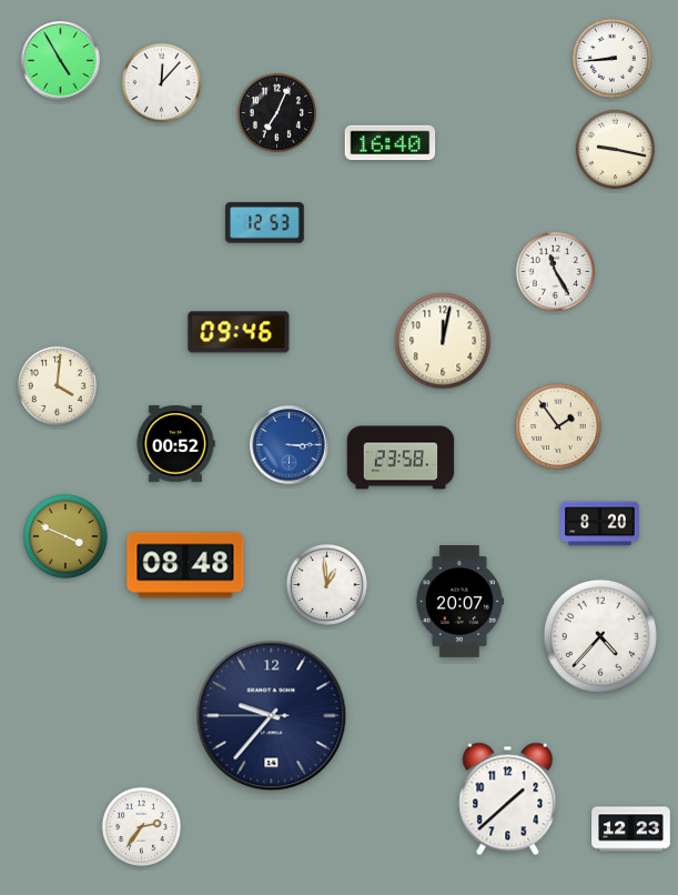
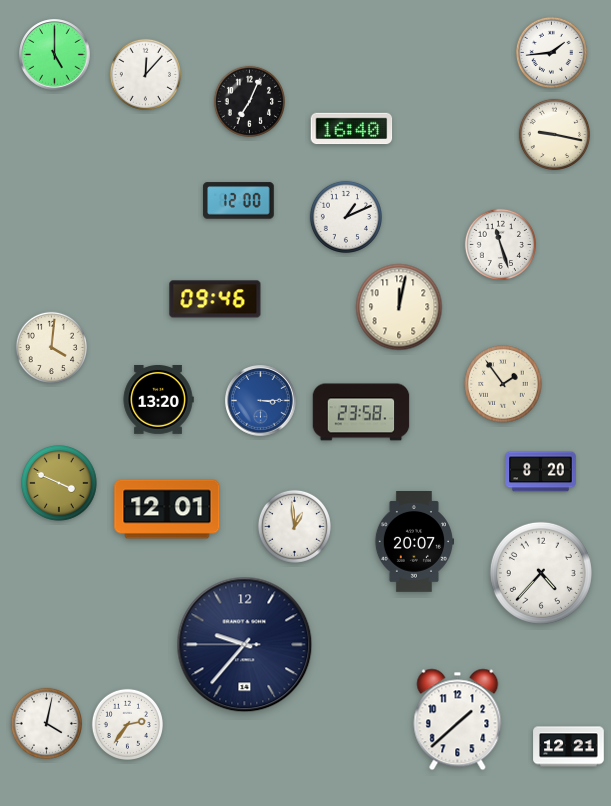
clock at (611, 58): 8:44 -> 1:44
clock at (61, 61): 4:55 -> 5:00
clock at (265, 223): 12:53 -> 12:00
clock at (346, 217): none -> 1:11
clock at (555, 271): 11:25 -> 11:27
clock at (175, 444): 00:52 -> 13:20
clock at (185, 565): 08:48 -> 12:01
clock at (46, 723): none -> 4:02
clock at (141, 826) position: (141, 826) -> (127, 724)
clock at (631, 829): 12:23 -> 12:21
